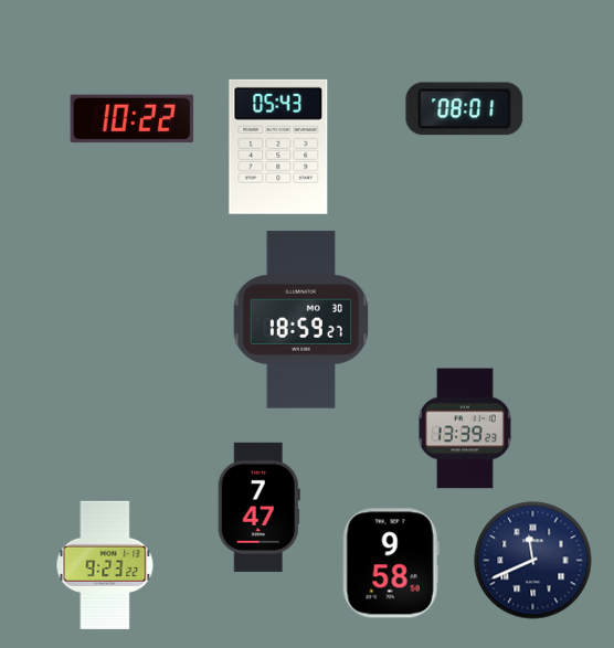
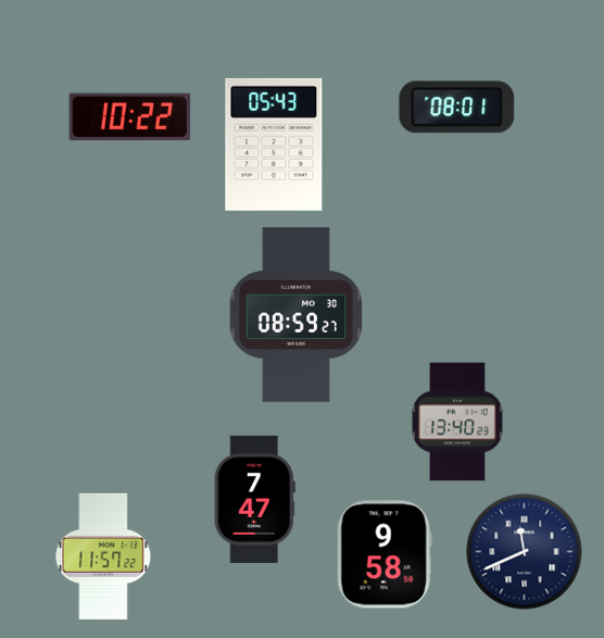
clock at (301, 320): 18:59 -> 08:59
clock at (465, 428): 13:39 -> 13:40
clock at (105, 565): 9:23 -> 11:57
